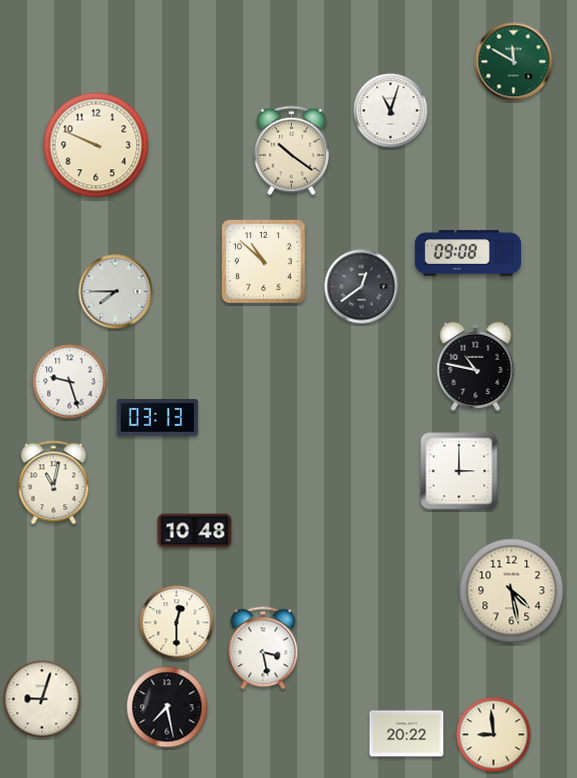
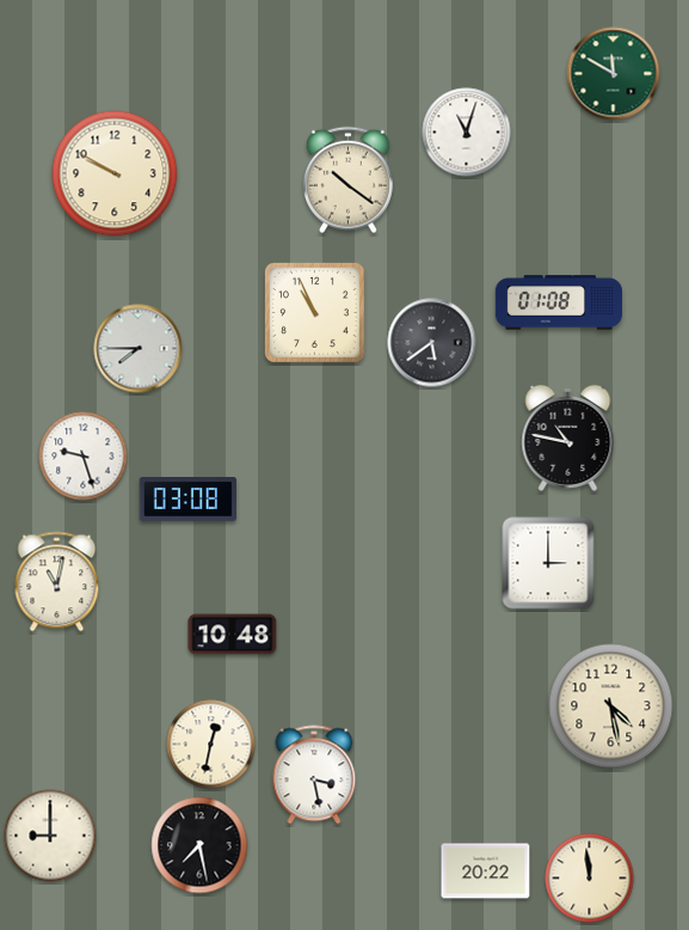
clock at (96, 145): 9:49 -> 9:50
clock at (467, 253): 09:08 -> 01:08
clock at (264, 262): 10:52 -> 10:56
clock at (362, 287): 12:39 -> 5:39
clock at (157, 418): 03:13 -> 03:08
clock at (54, 483) position: (54, 483) -> (57, 582)
clock at (177, 623): 12:30 -> 12:32
clock at (42, 699): 9:03 -> 9:00
clock at (407, 734) position: (407, 734) -> (486, 871)
clock at (494, 735): 8:59 -> 11:59
